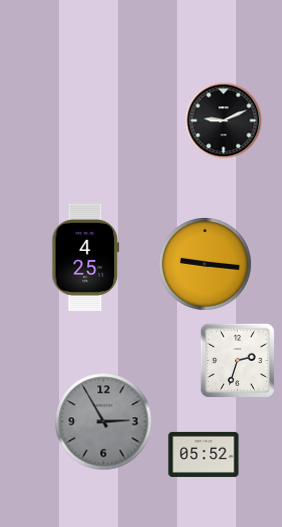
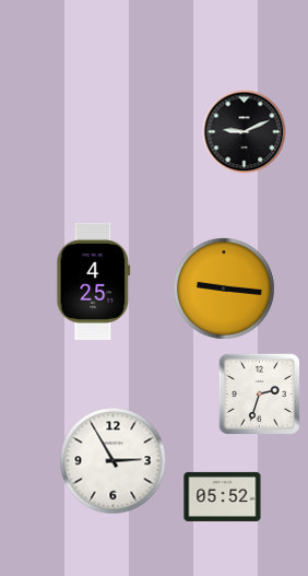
clock at (104, 422) dial: grey -> white
